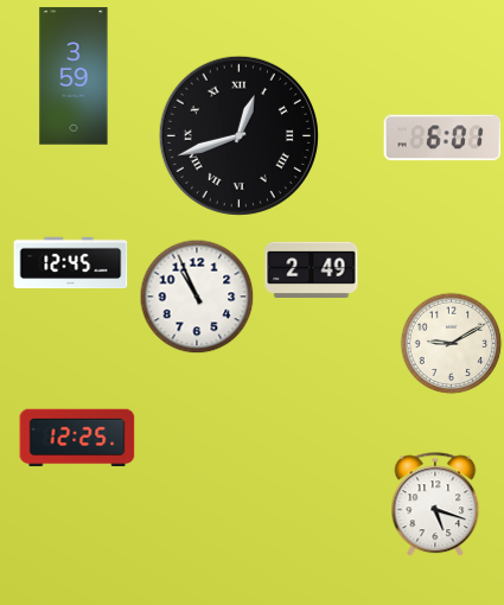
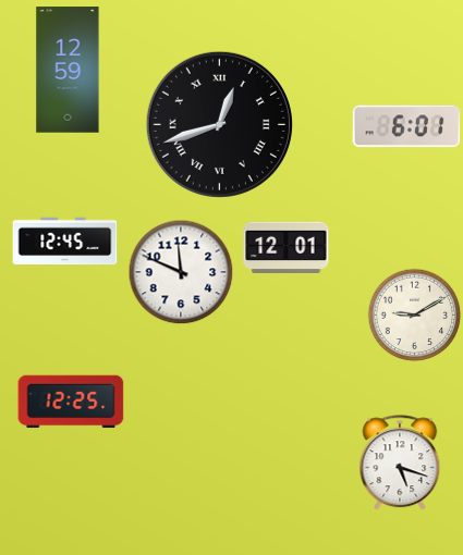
clock at (74, 76): 3:59 -> 12:59
clock at (312, 269): 2:49 -> 12:01
clock at (197, 297): 10:56 -> 11:49
